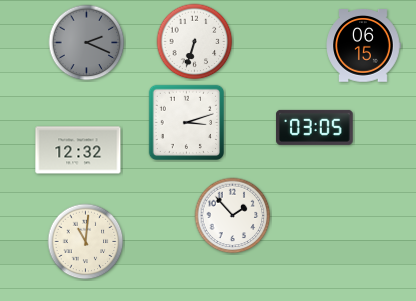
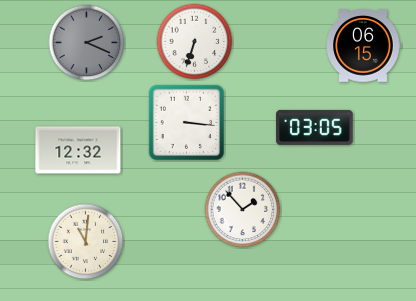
clock at (186, 122): 3:12 -> 3:16
clock at (233, 216) position: (233, 216) -> (243, 210)
